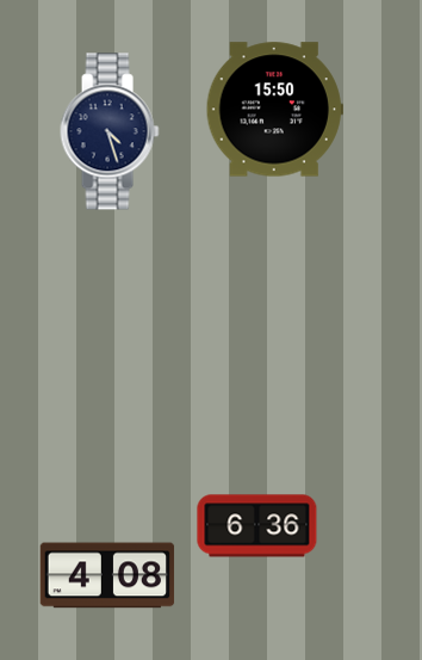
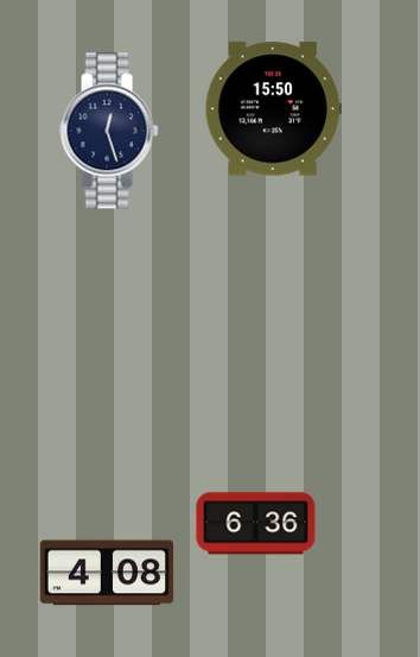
clock at (110, 131): 4:27 -> 12:27
